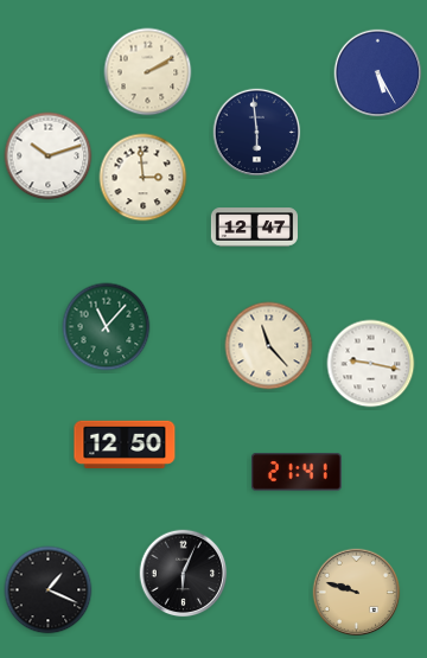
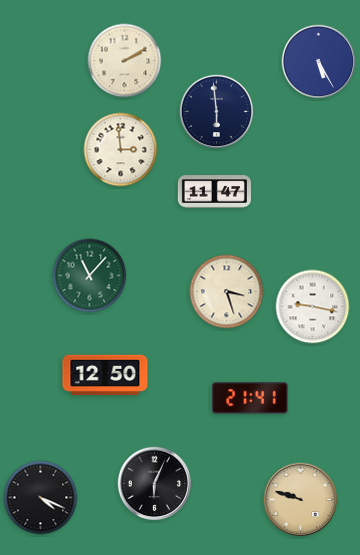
clock at (49, 156): 10:12 -> none
clock at (254, 228): 12:47 -> 11:47
clock at (269, 346): 11:23 -> 3:27
clock at (49, 590): 1:19 -> 4:19
